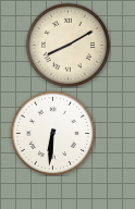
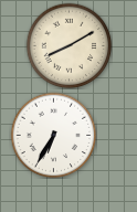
clock at (52, 133): 6:31 -> 6:35
